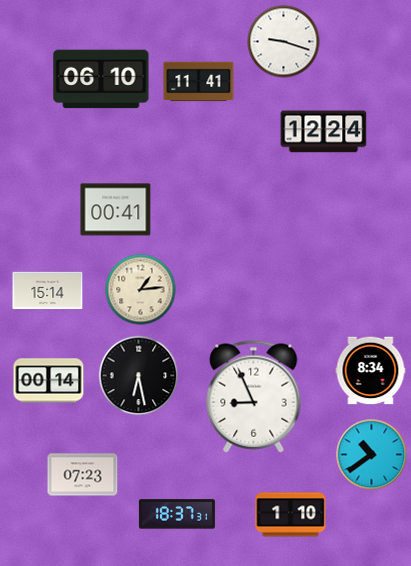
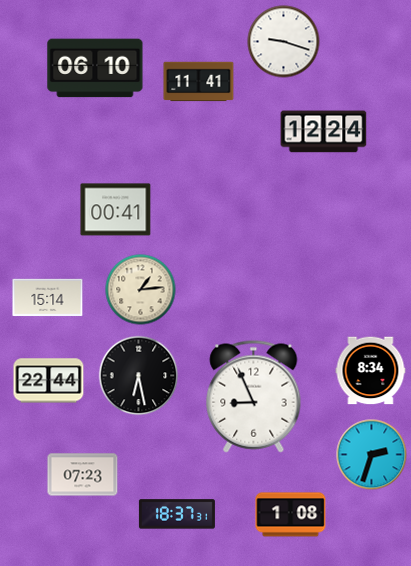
clock at (101, 79) position: (101, 79) -> (95, 68)
clock at (48, 291) position: (48, 291) -> (48, 298)
clock at (49, 381): 00:14 -> 22:44
clock at (372, 455): 10:39 -> 2:33
clock at (291, 515): 1:10 -> 1:08
